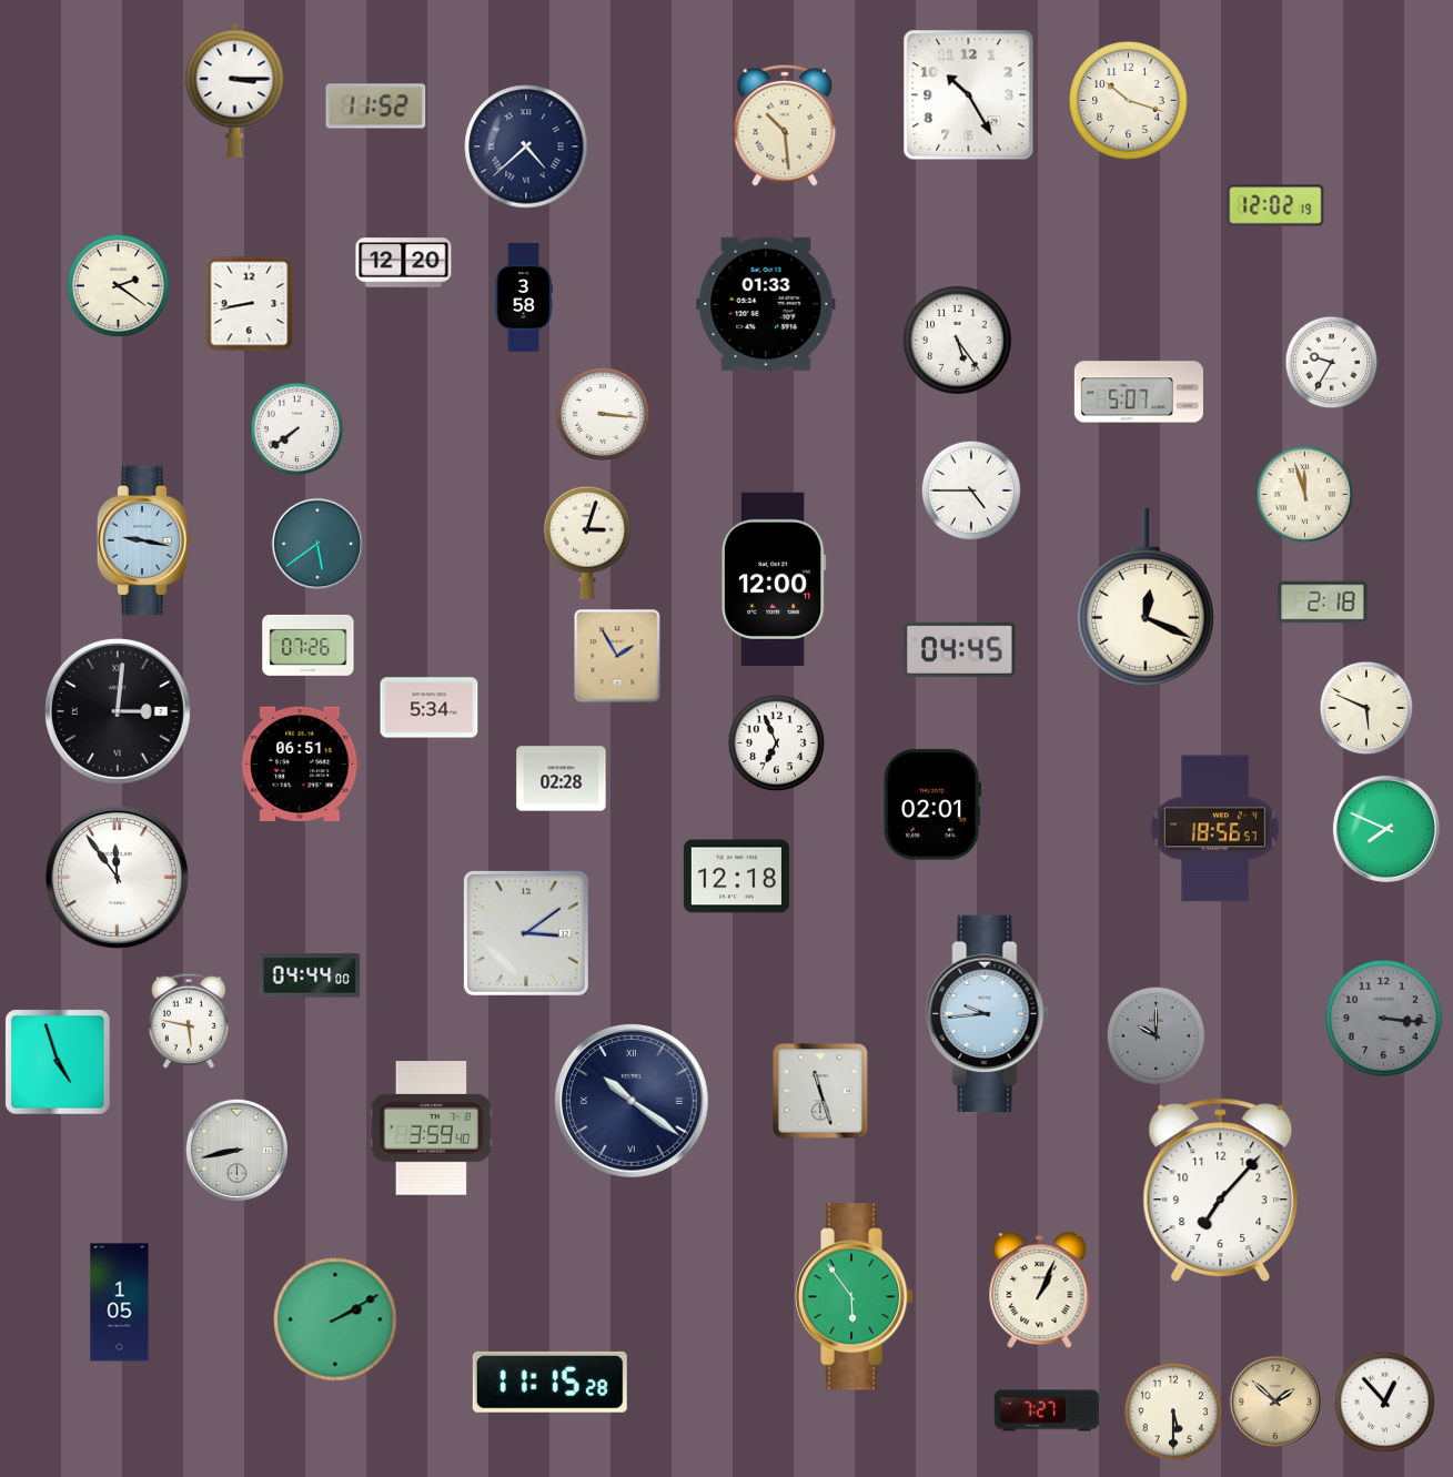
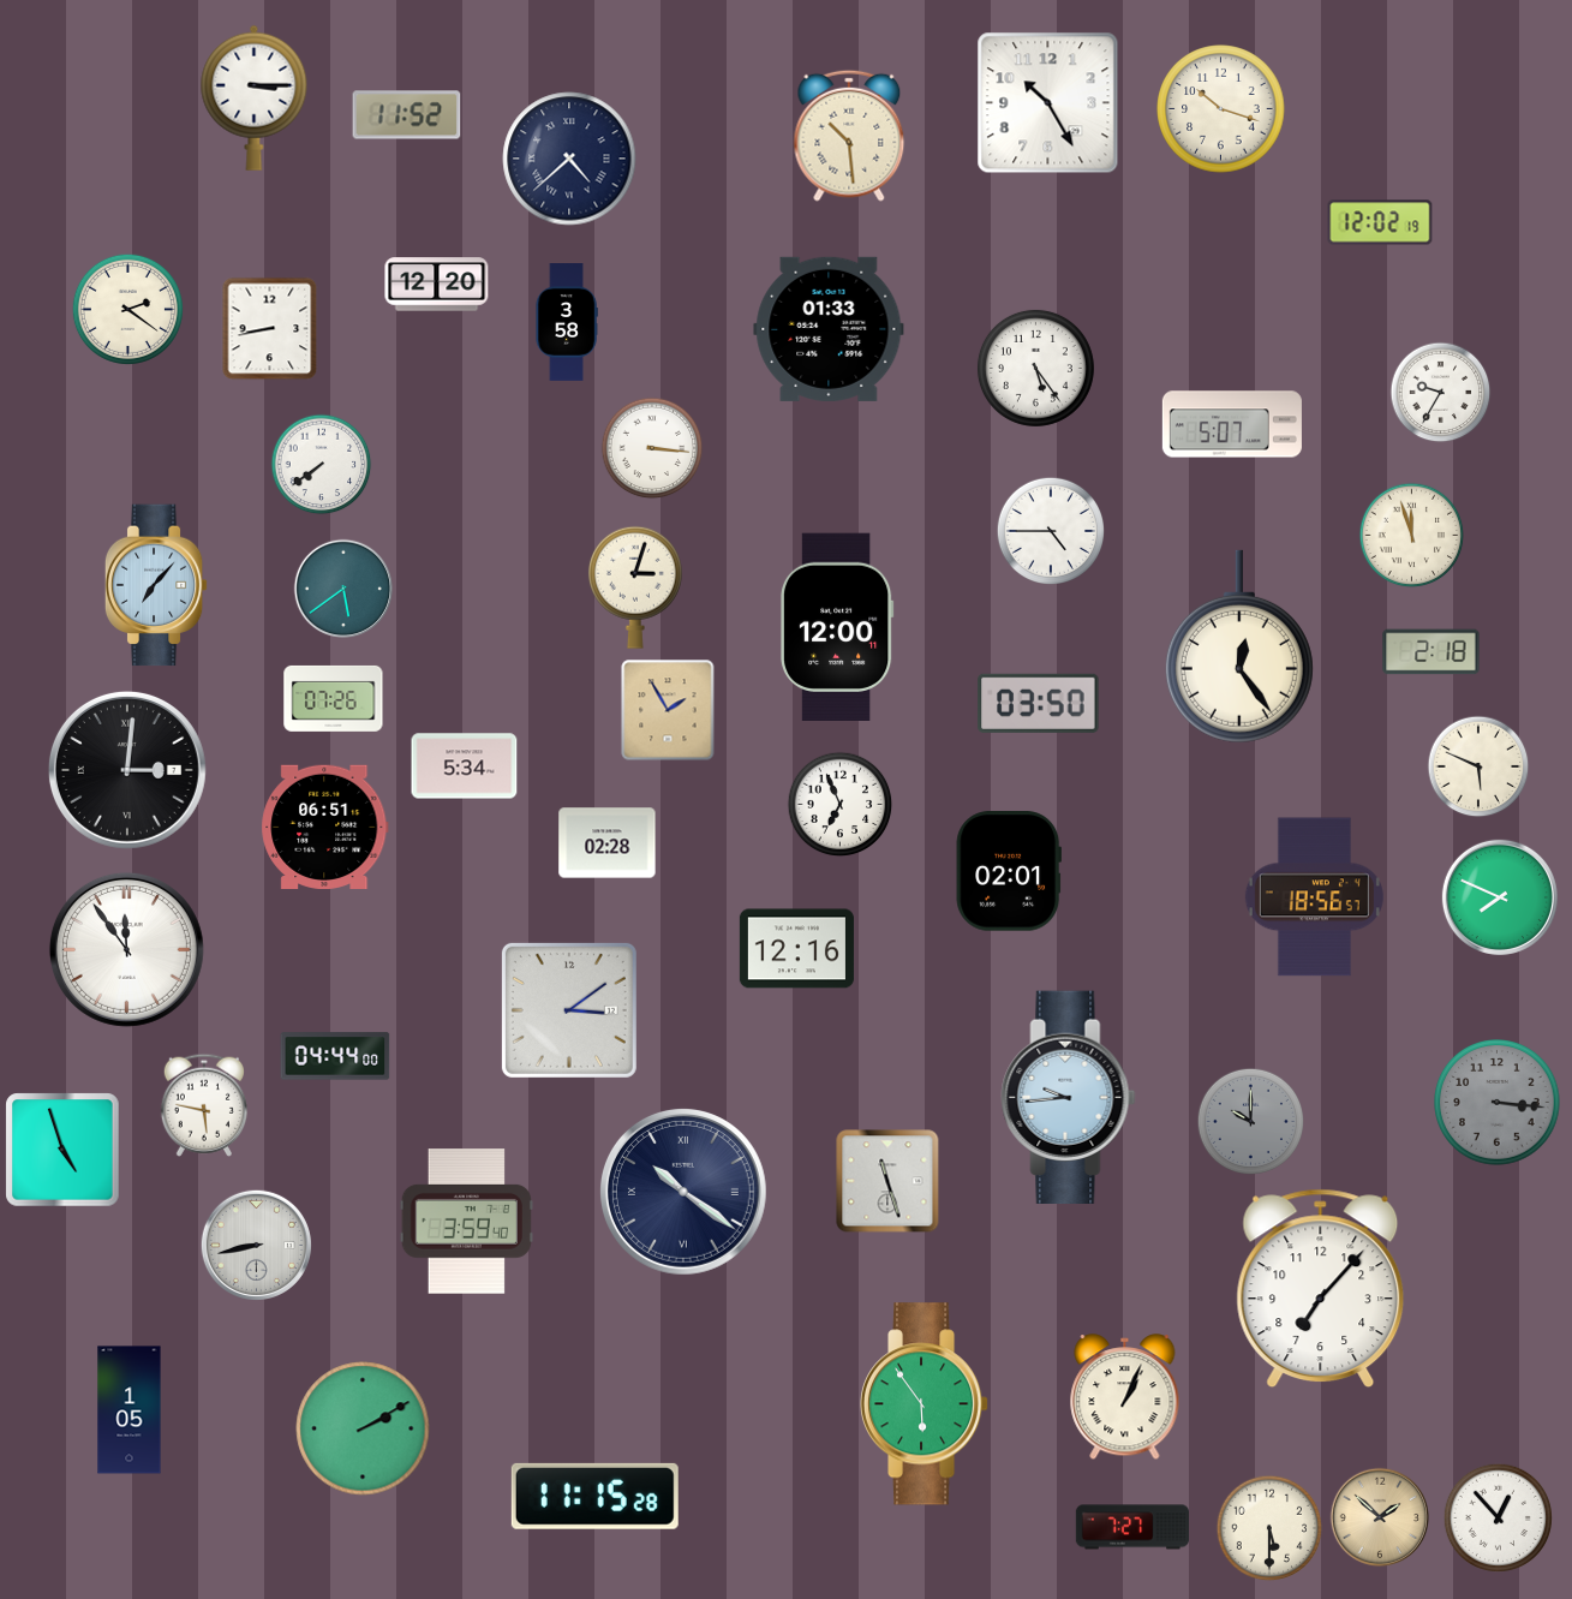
clock at (144, 540): 9:17 -> 7:07
clock at (1146, 597): 12:19 -> 12:24
clock at (960, 649): 04:45 -> 03:50
clock at (736, 877): 12:18 -> 12:16
